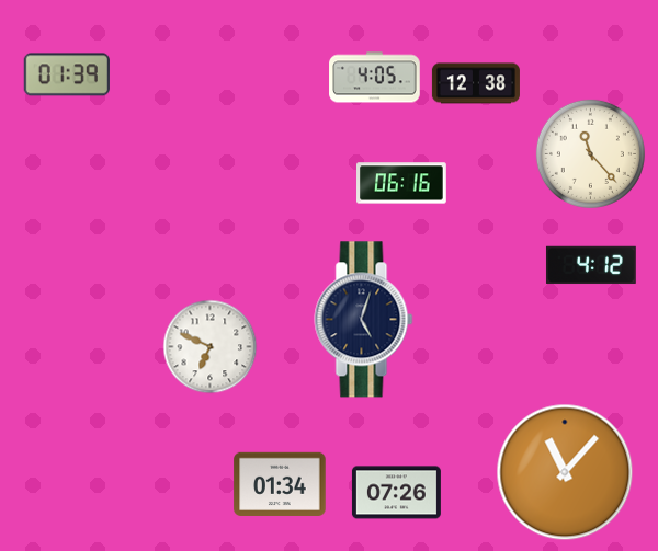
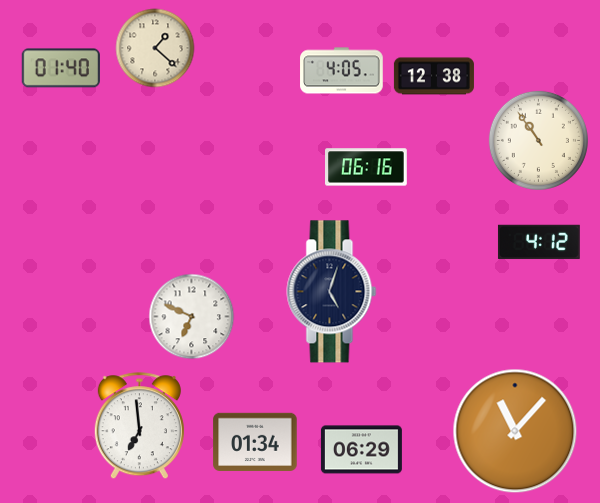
clock at (155, 48): none -> 1:22
clock at (67, 74): 01:39 -> 01:40
clock at (590, 153): 11:23 -> 10:54
clock at (139, 426): none -> 6:59
clock at (396, 493): 07:26 -> 06:29
